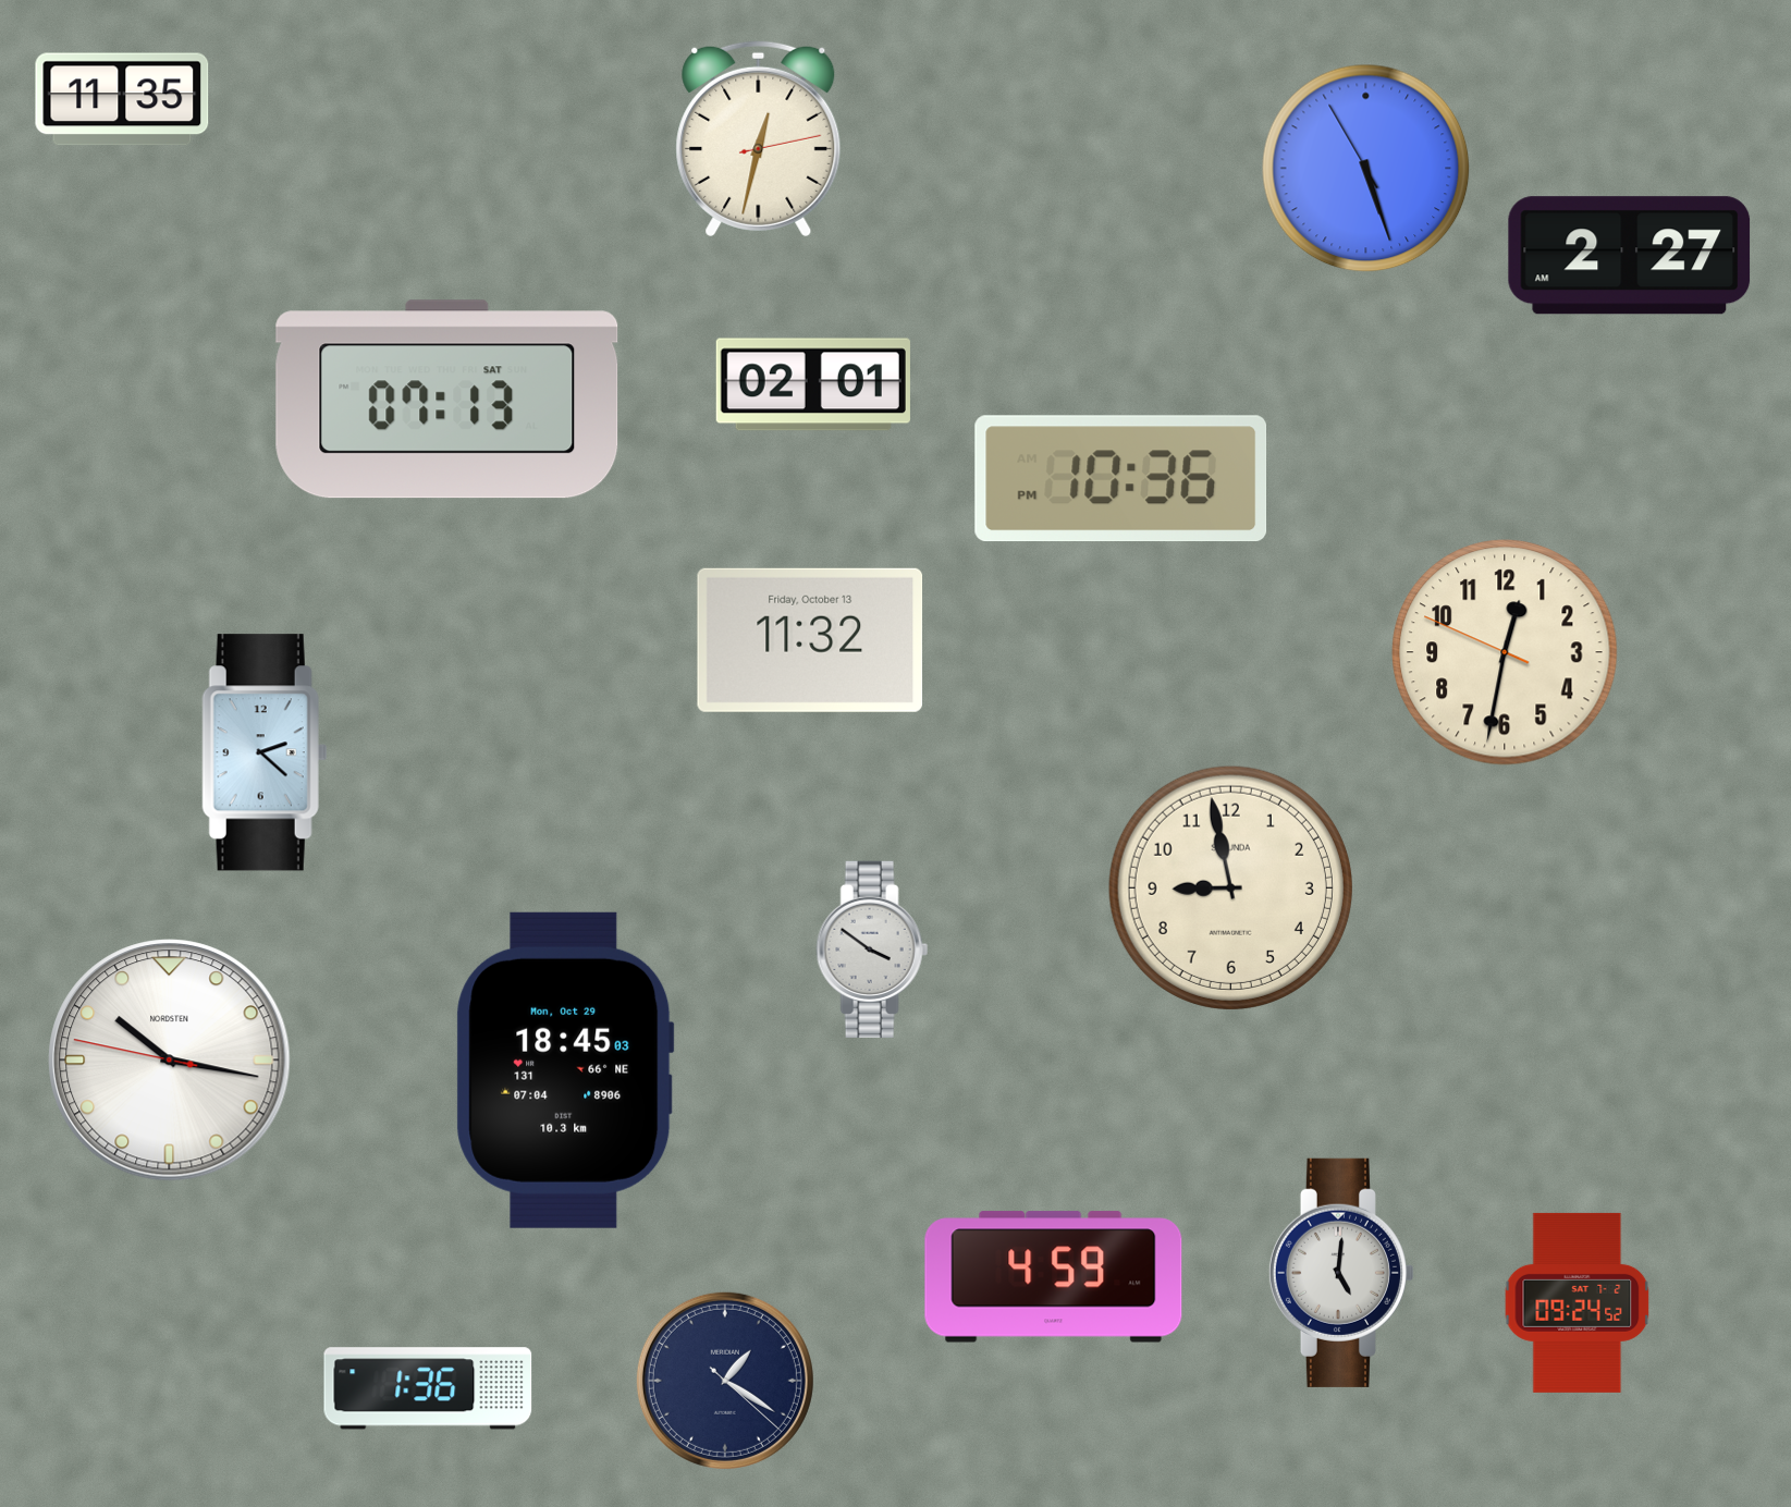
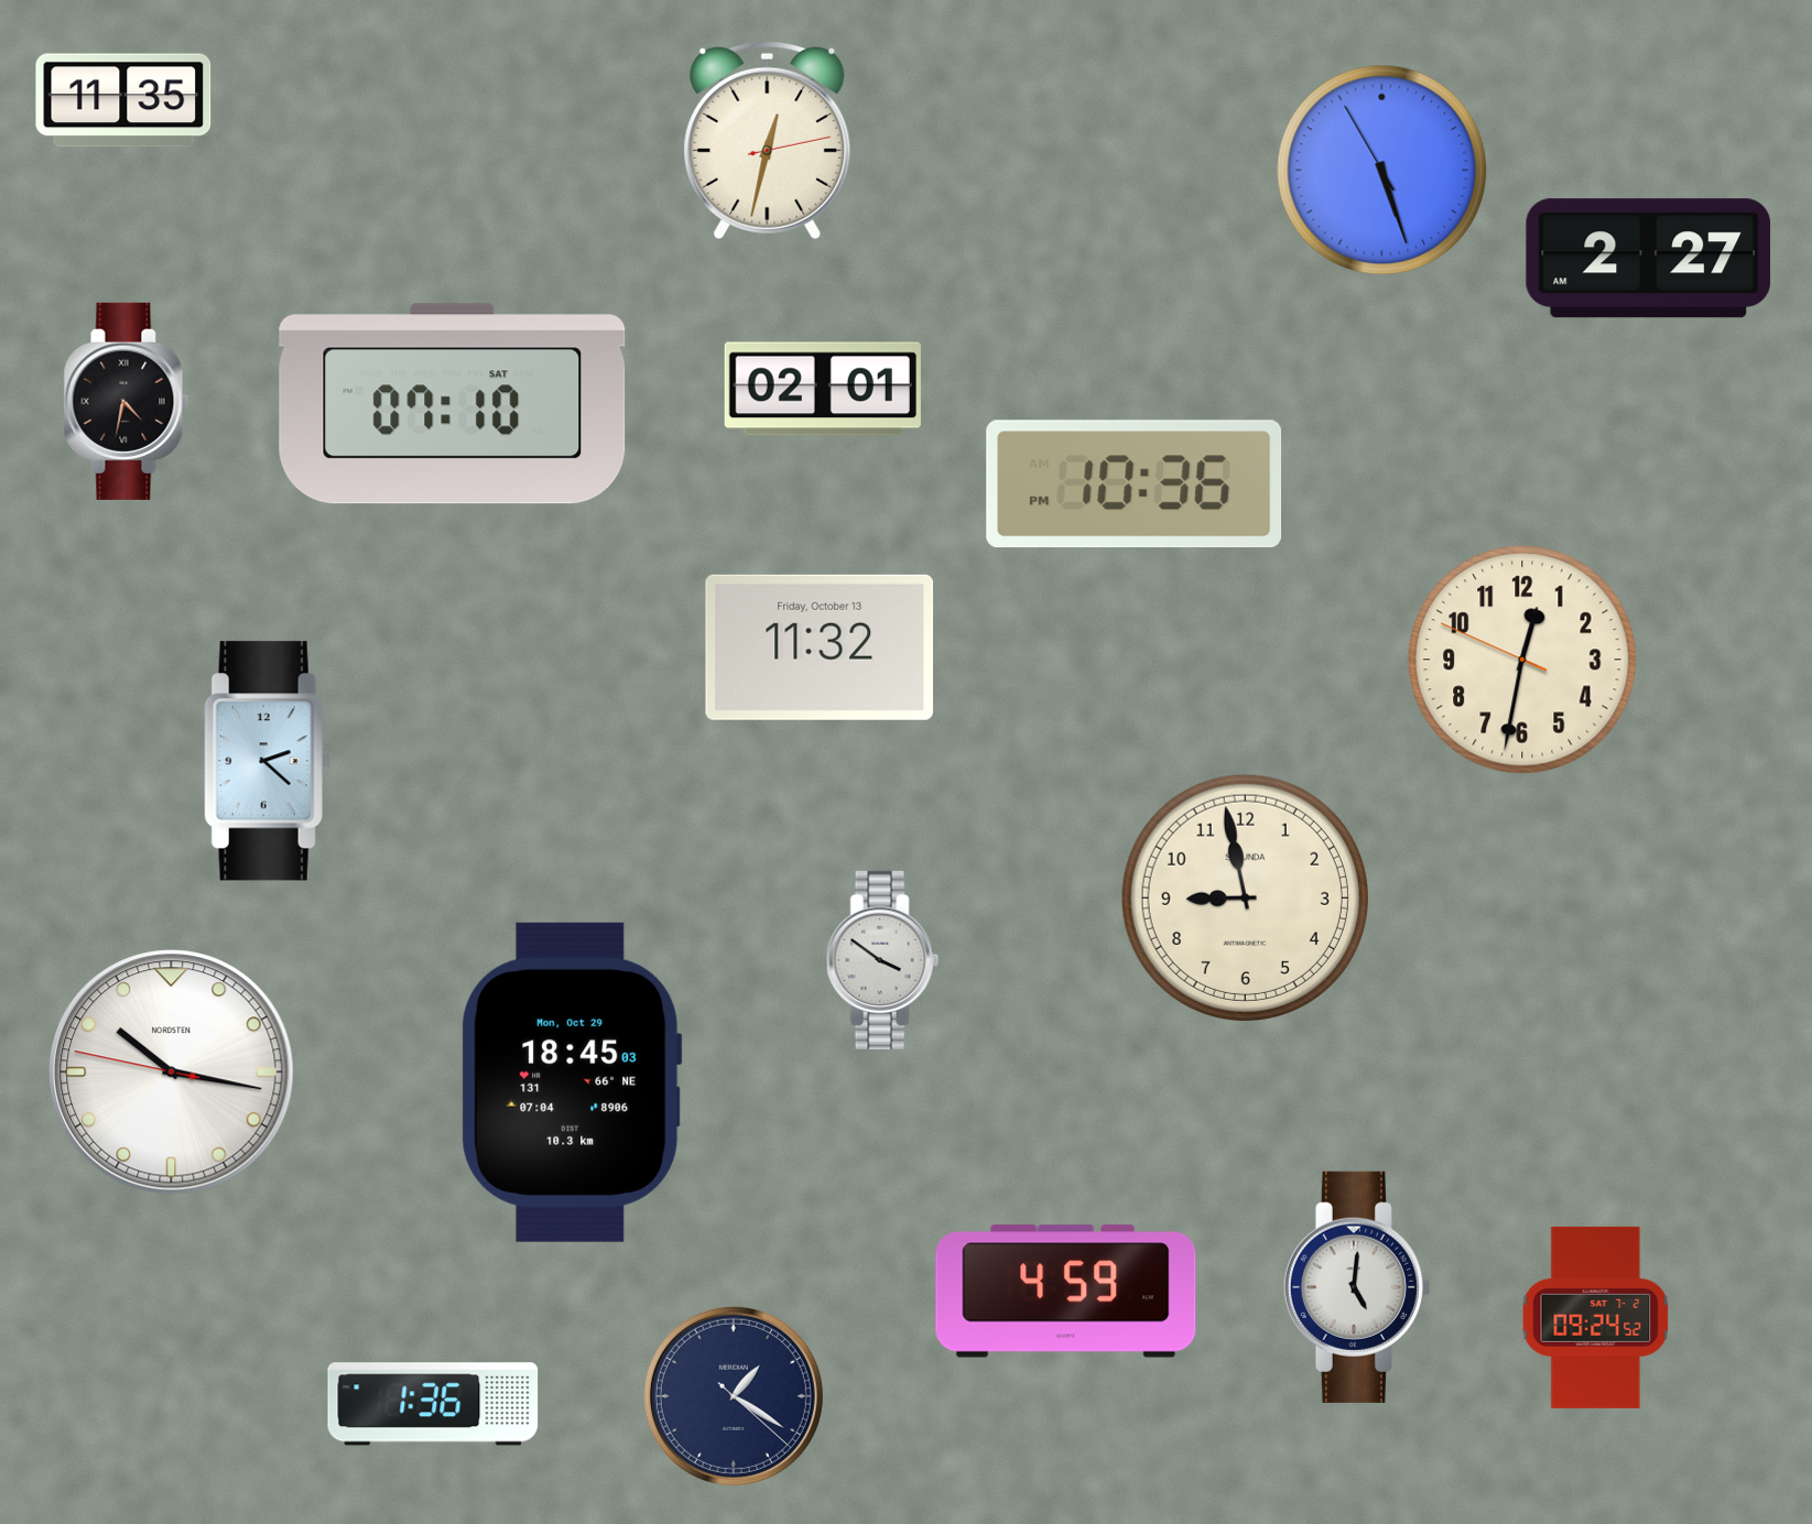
clock at (127, 401): none -> 4:32
clock at (447, 400): 07:13 -> 07:10
